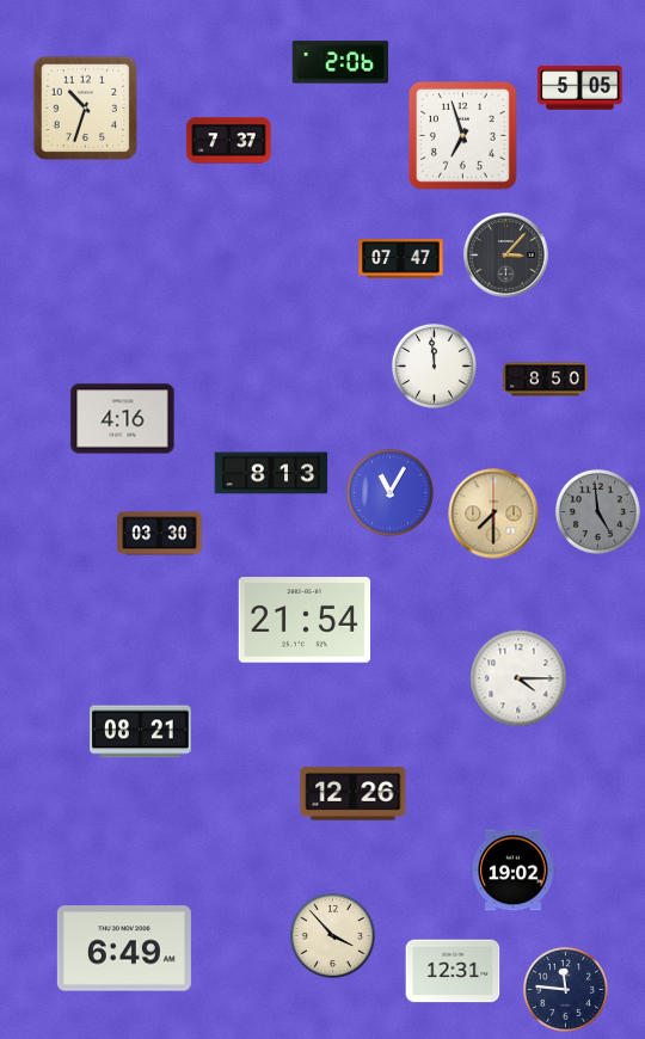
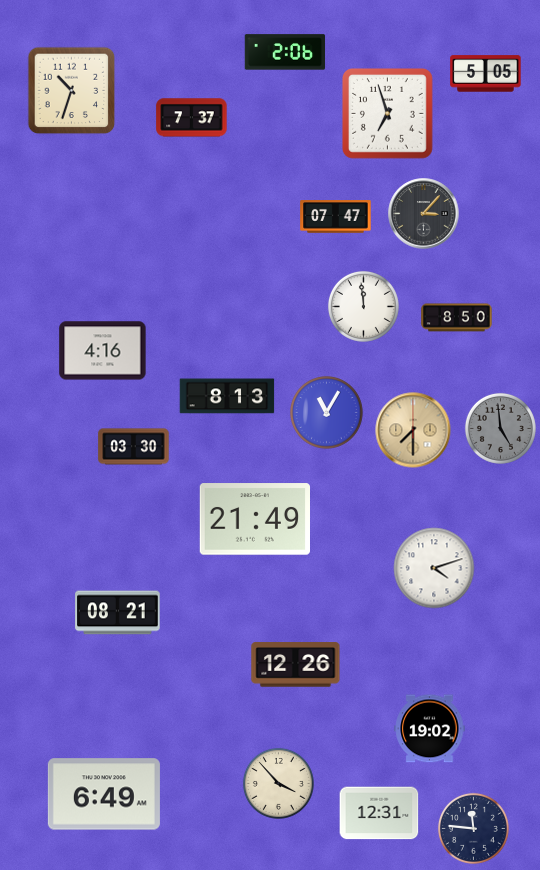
clock at (303, 620): 21:54 -> 21:49
clock at (518, 678): 4:15 -> 4:12
